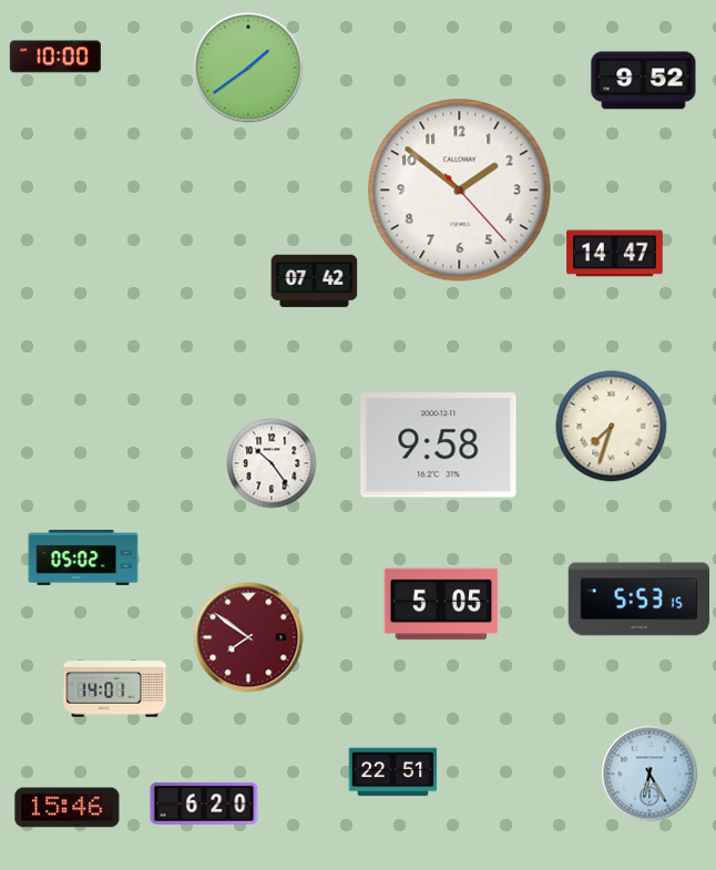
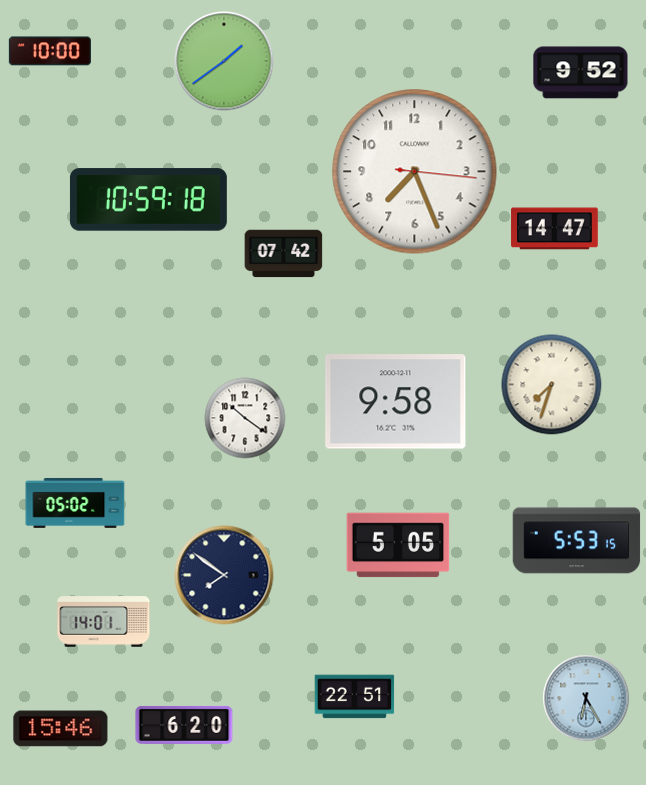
clock at (460, 191): 1:51 -> 7:26
clock at (148, 200): none -> 10:59
clock at (272, 463): 10:24 -> 10:21
clock at (248, 637) dial: burgundy -> navy
